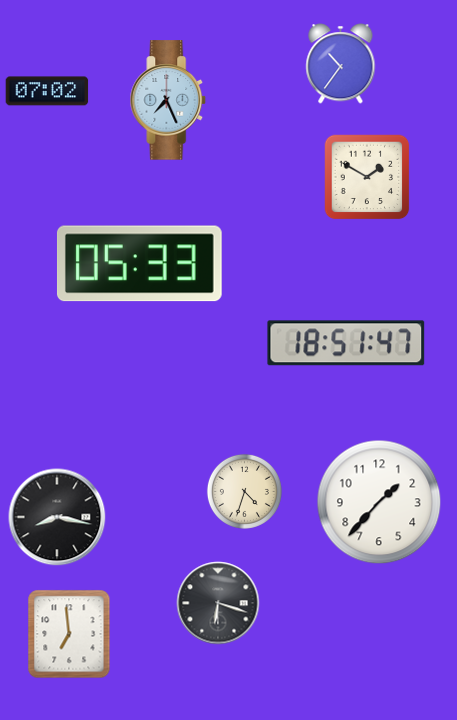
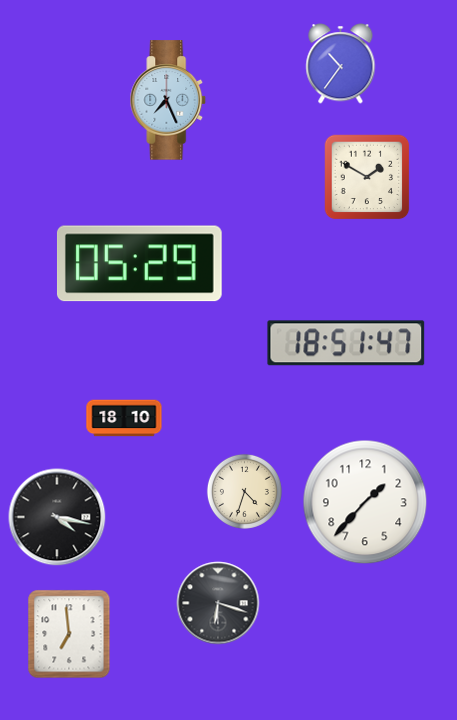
clock at (47, 91): 07:02 -> none
clock at (139, 264): 05:33 -> 05:29
clock at (124, 418): none -> 18:10
clock at (379, 502) position: (379, 502) -> (365, 502)
clock at (57, 517): 8:17 -> 4:17
